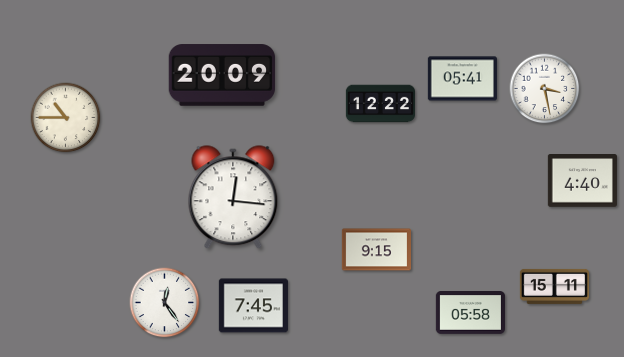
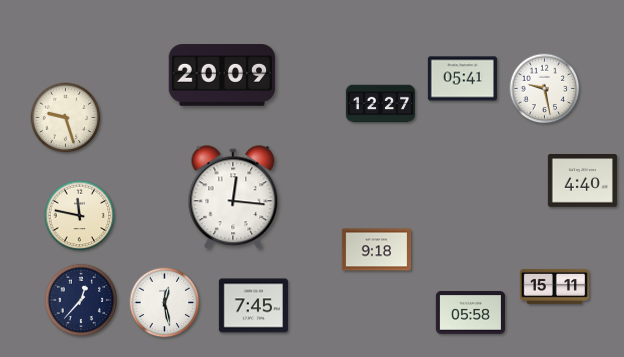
clock at (545, 89): 3:28 -> 9:28
clock at (380, 104): 12:22 -> 12:27
clock at (66, 118): 10:45 -> 9:27
clock at (80, 216): none -> 11:47
clock at (376, 250): 9:15 -> 9:18
clock at (81, 300): none -> 12:37
clock at (165, 303): 12:24 -> 12:28
